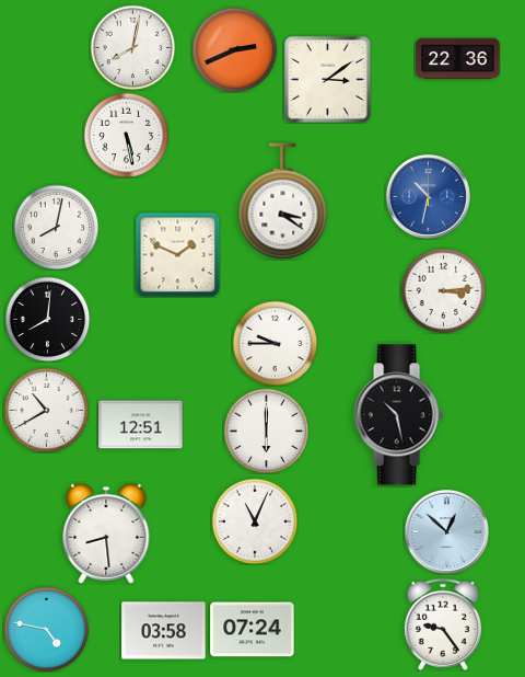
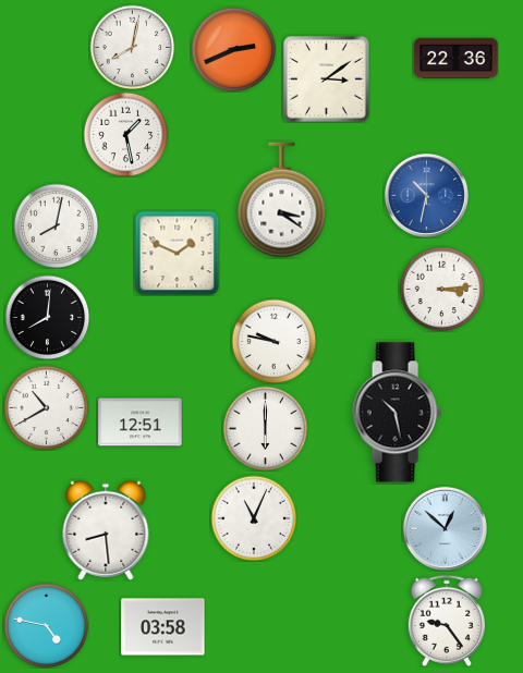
clock at (126, 135): 5:28 -> 1:28
clock at (275, 343): 9:45 -> 9:47
clock at (443, 624) position: (443, 624) -> (447, 621)
clock at (253, 630): 07:24 -> none
